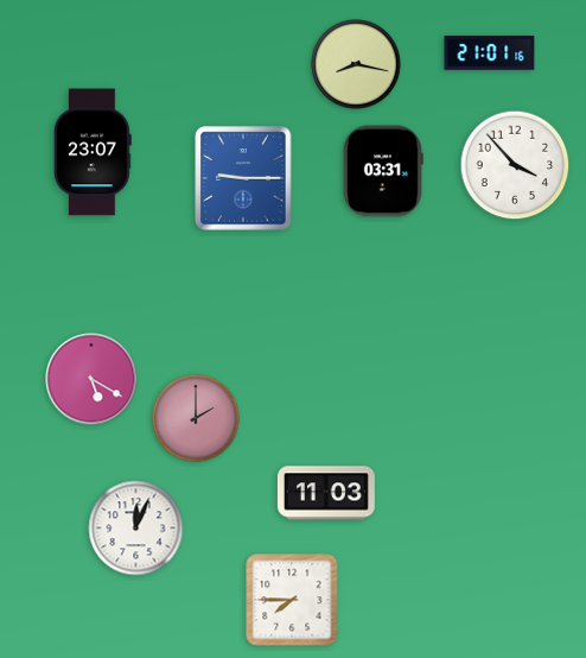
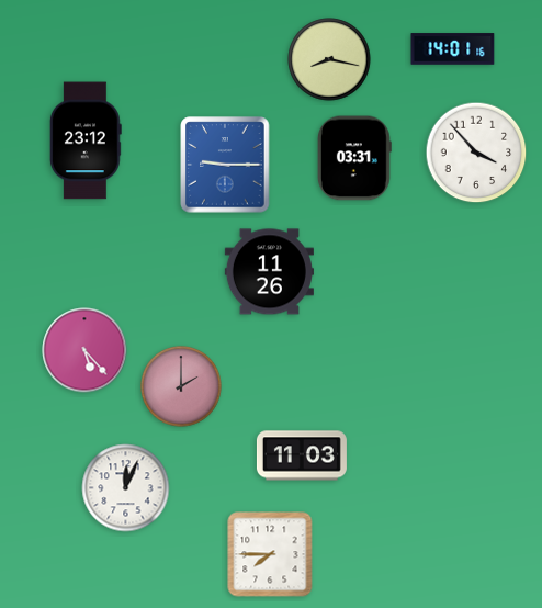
clock at (490, 53): 21:01 -> 14:01
clock at (93, 152): 23:07 -> 23:12
clock at (269, 272): none -> 11:26
clock at (91, 379): 5:20 -> 5:23
